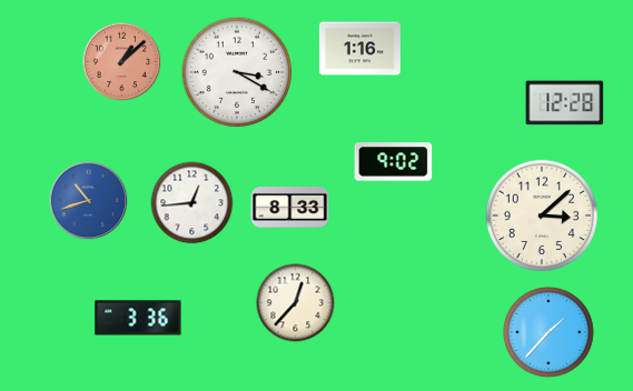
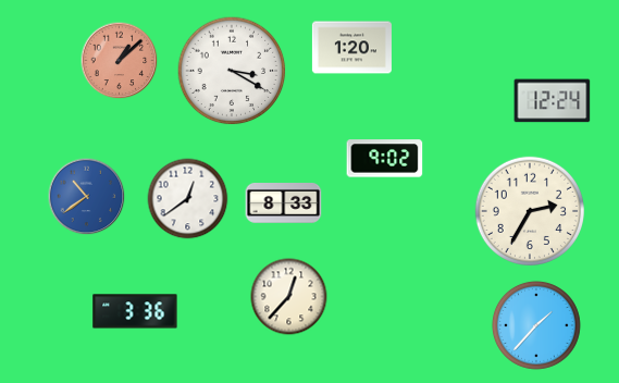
clock at (359, 49): 1:16 -> 1:20
clock at (565, 103): 12:28 -> 12:24
clock at (89, 201): 10:42 -> 10:39
clock at (192, 203): 12:44 -> 12:39
clock at (541, 214): 3:08 -> 2:35
